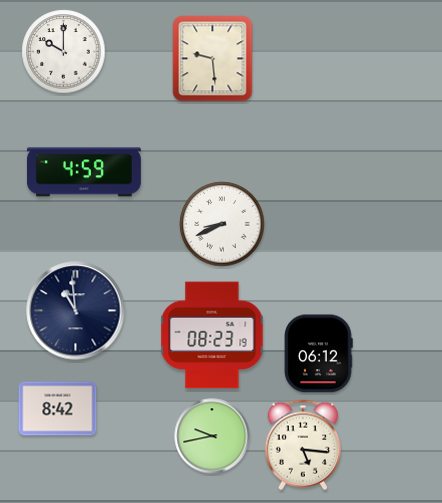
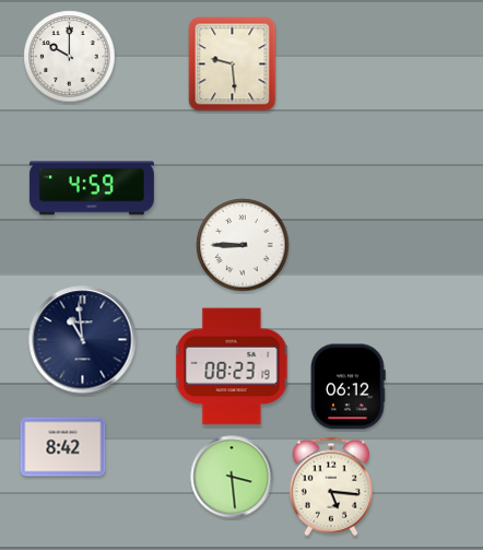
clock at (222, 224): 8:41 -> 8:45
clock at (212, 436): 9:43 -> 3:29
